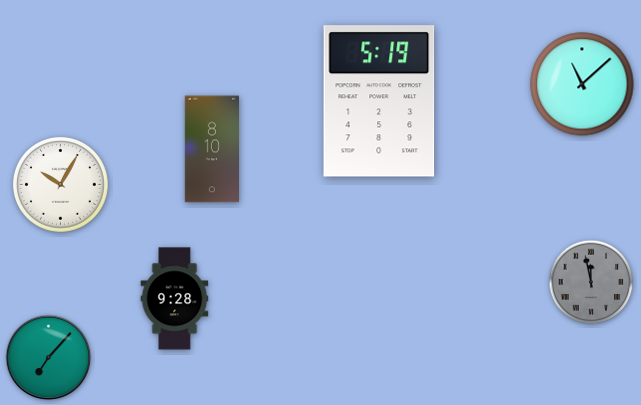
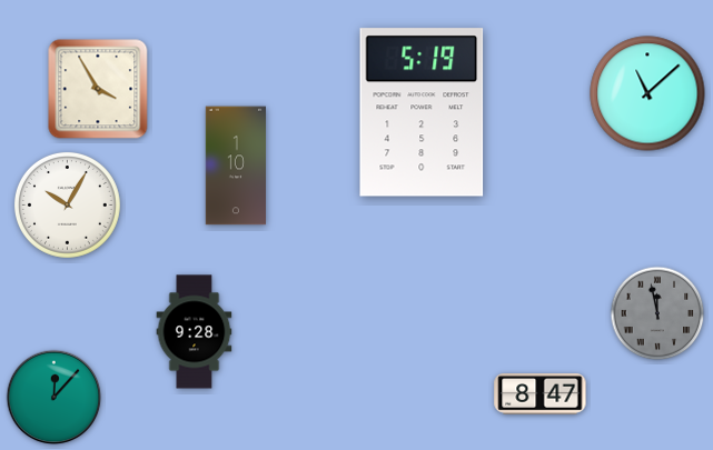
clock at (98, 89): none -> 3:55
clock at (211, 149): 8:10 -> 1:10
clock at (541, 394): none -> 8:47
clock at (49, 358): 7:07 -> 12:07
